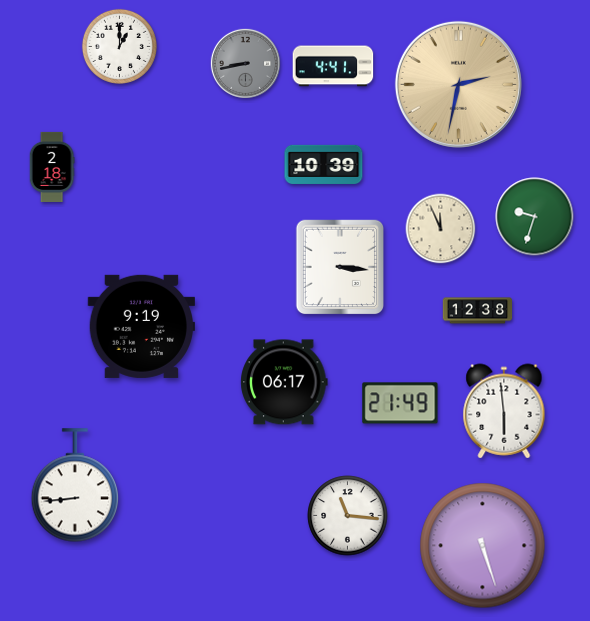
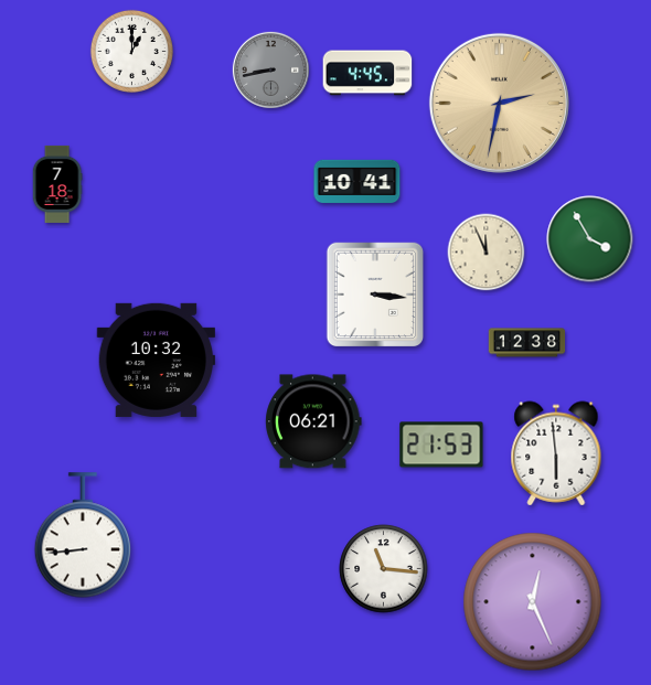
clock at (333, 66): 4:41 -> 4:45
clock at (458, 84) position: (458, 84) -> (499, 103)
clock at (324, 164): 10:39 -> 10:41
clock at (52, 167): 2:18 -> 7:18
clock at (535, 217): 9:33 -> 3:55
clock at (141, 326): 9:19 -> 10:32
clock at (284, 382): 06:17 -> 06:21
clock at (400, 403): 21:49 -> 21:53
clock at (483, 546): 5:27 -> 12:26
